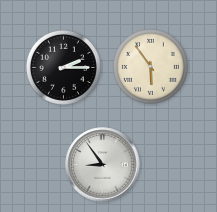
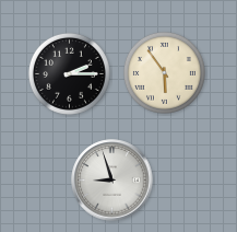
clock at (103, 165): 8:54 -> 8:57
